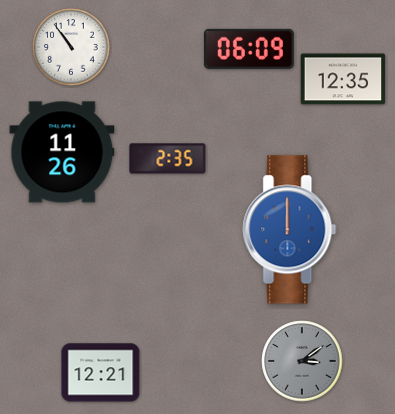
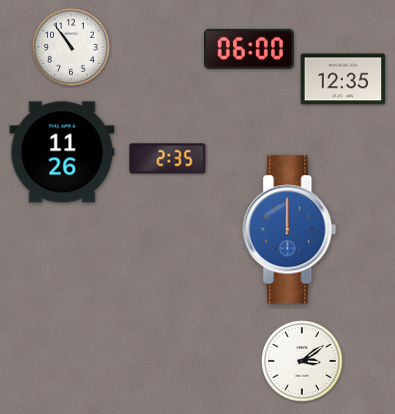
clock at (249, 49): 06:09 -> 06:00
clock at (302, 361) dial: grey -> white
clock at (101, 373): 12:21 -> none
